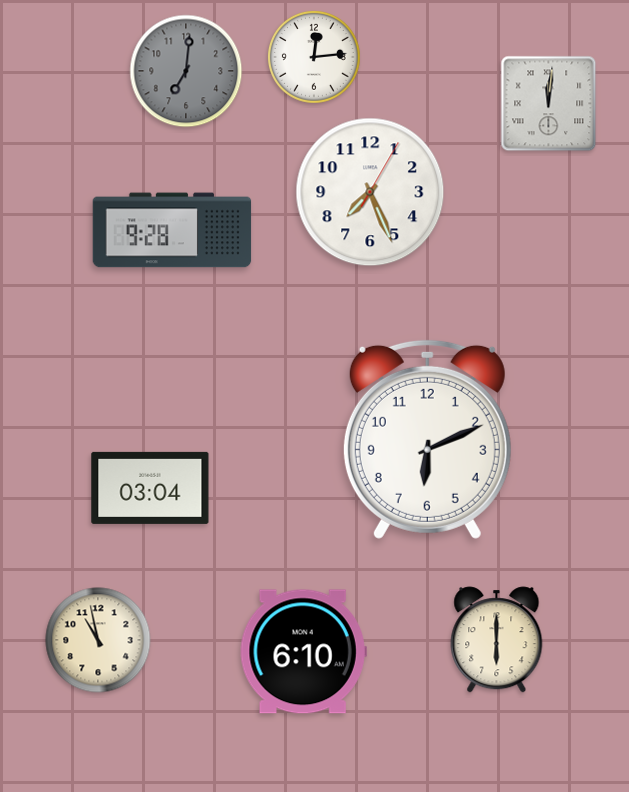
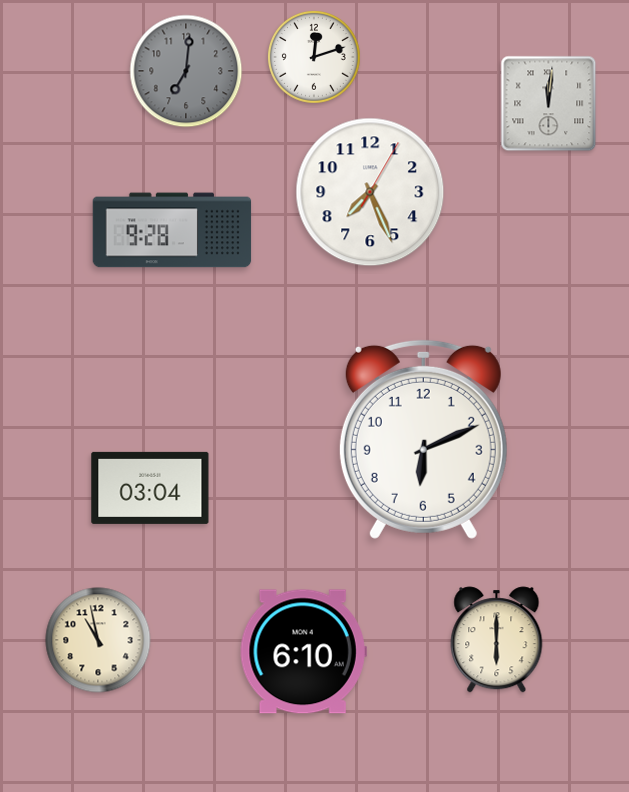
clock at (314, 57): 12:14 -> 12:12
clock at (427, 439) position: (427, 439) -> (423, 439)
